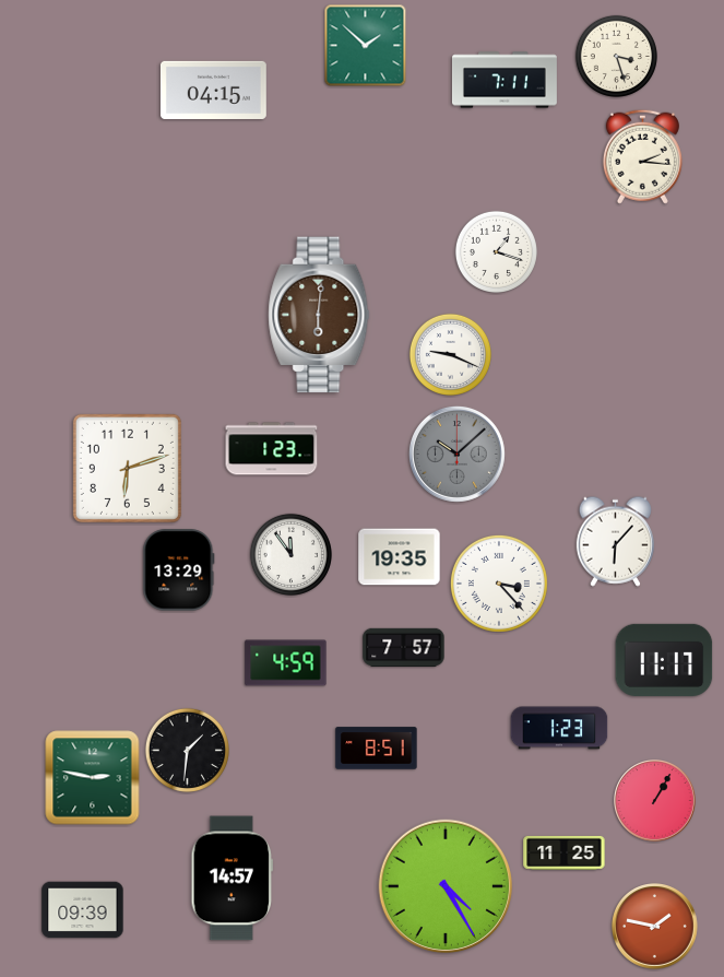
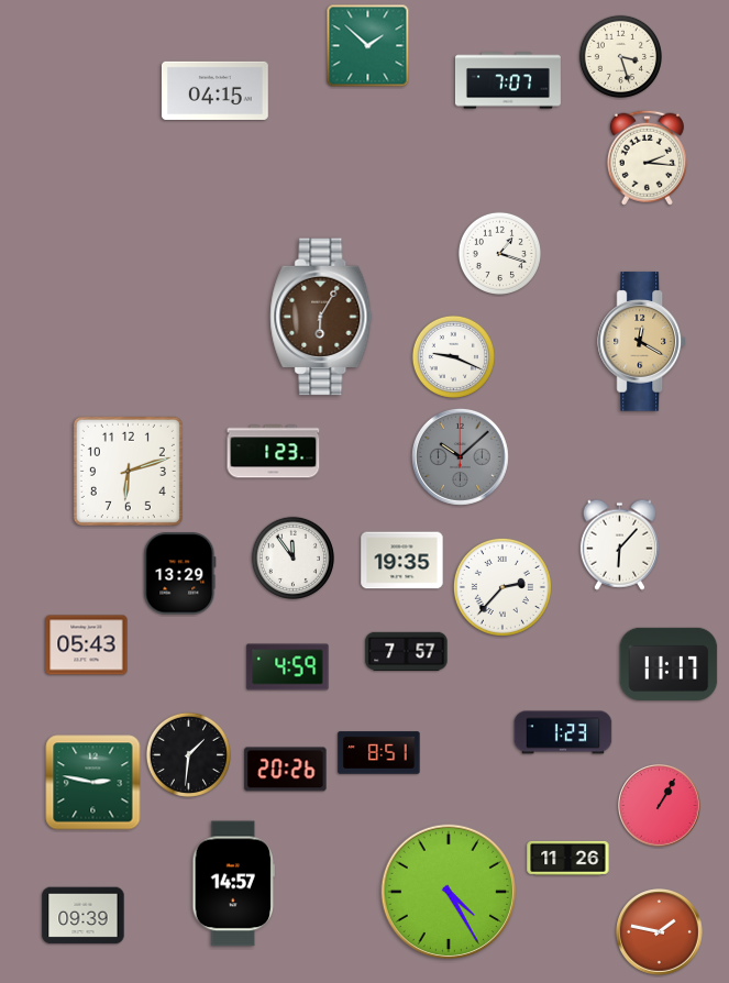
clock at (505, 80): 7:11 -> 7:07
clock at (319, 315): 6:01 -> 6:05
clock at (642, 342): none -> 12:20
clock at (499, 584): 3:23 -> 2:37
clock at (87, 645): none -> 05:43
clock at (286, 770): none -> 20:26
clock at (565, 852): 11:25 -> 11:26
